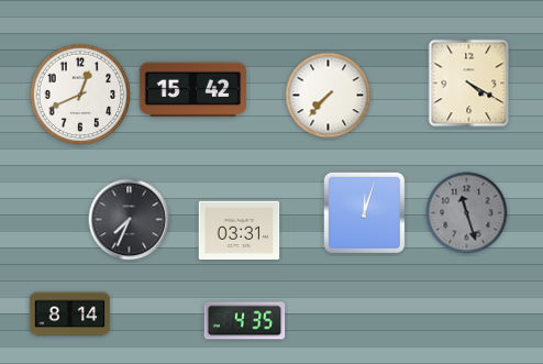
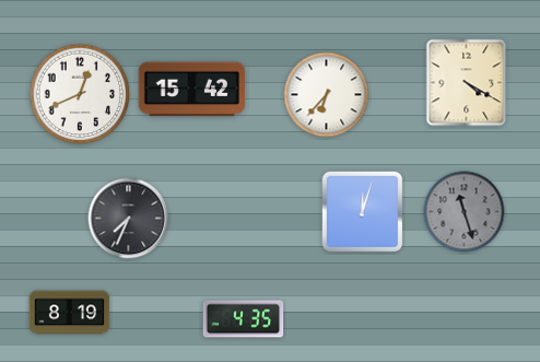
clock at (329, 96): 7:37 -> 6:37
clock at (240, 231): 03:31 -> none
clock at (70, 315): 8:14 -> 8:19
